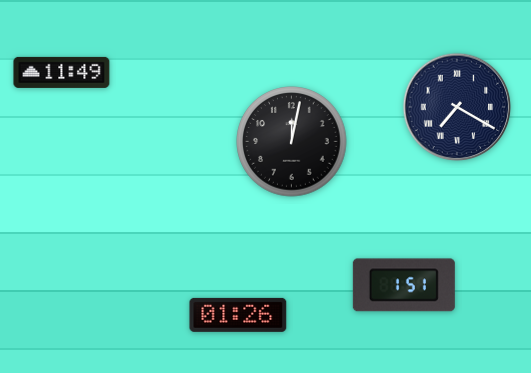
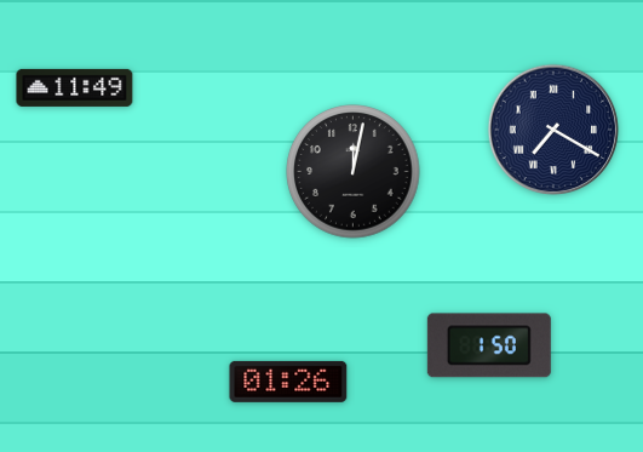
clock at (404, 285): 1:51 -> 1:50
